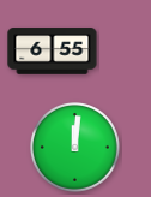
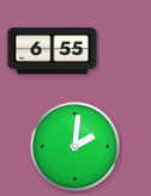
clock at (75, 148): 12:01 -> 2:01
